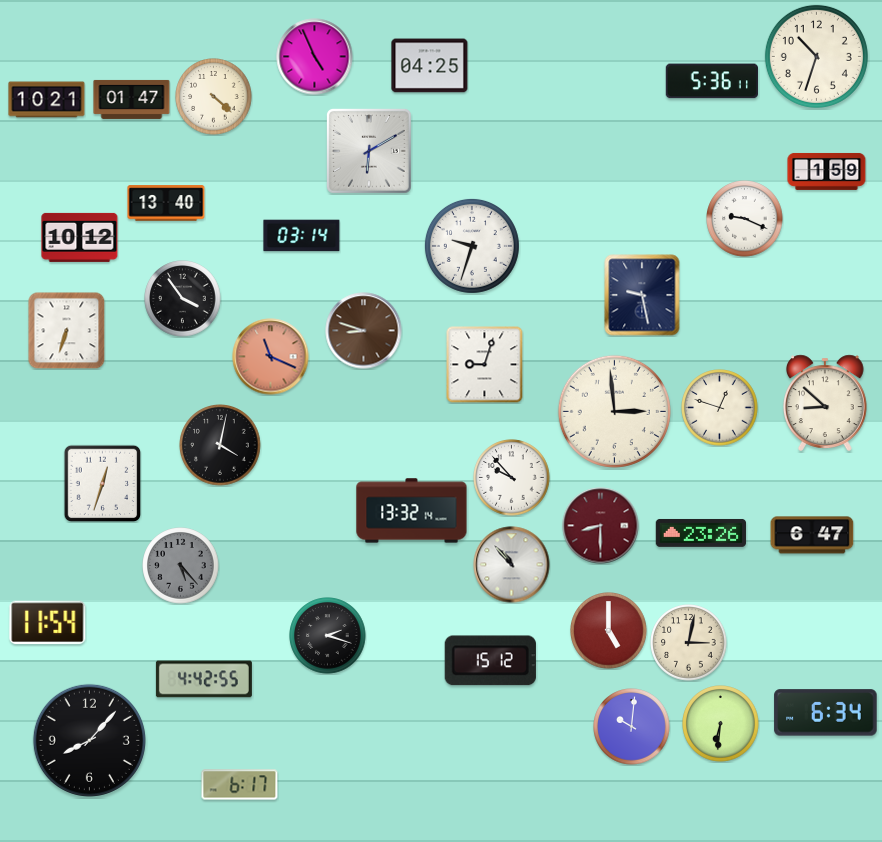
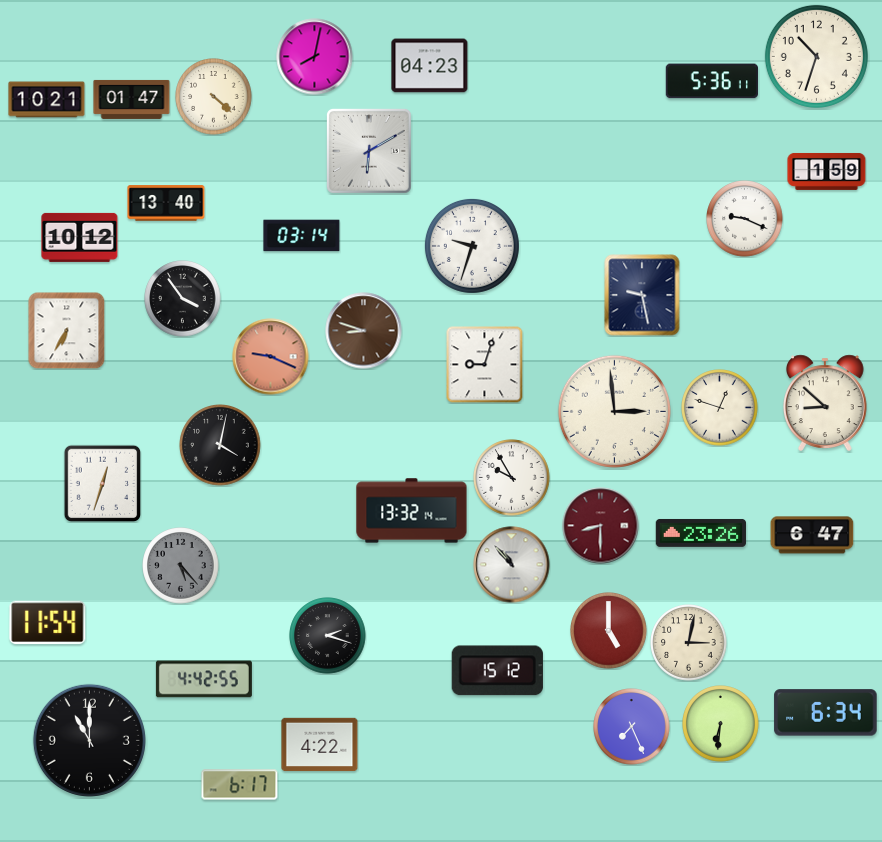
clock at (315, 57): 4:56 -> 8:02
clock at (430, 66): 04:25 -> 04:23
clock at (66, 330): 6:33 -> 6:35
clock at (271, 357): 11:19 -> 9:19
clock at (512, 478): 9:53 -> 9:55
clock at (490, 661) position: (490, 661) -> (497, 671)
clock at (632, 727): 10:01 -> 7:26
clock at (89, 740): 8:07 -> 11:00
clock at (320, 745): none -> 4:22
